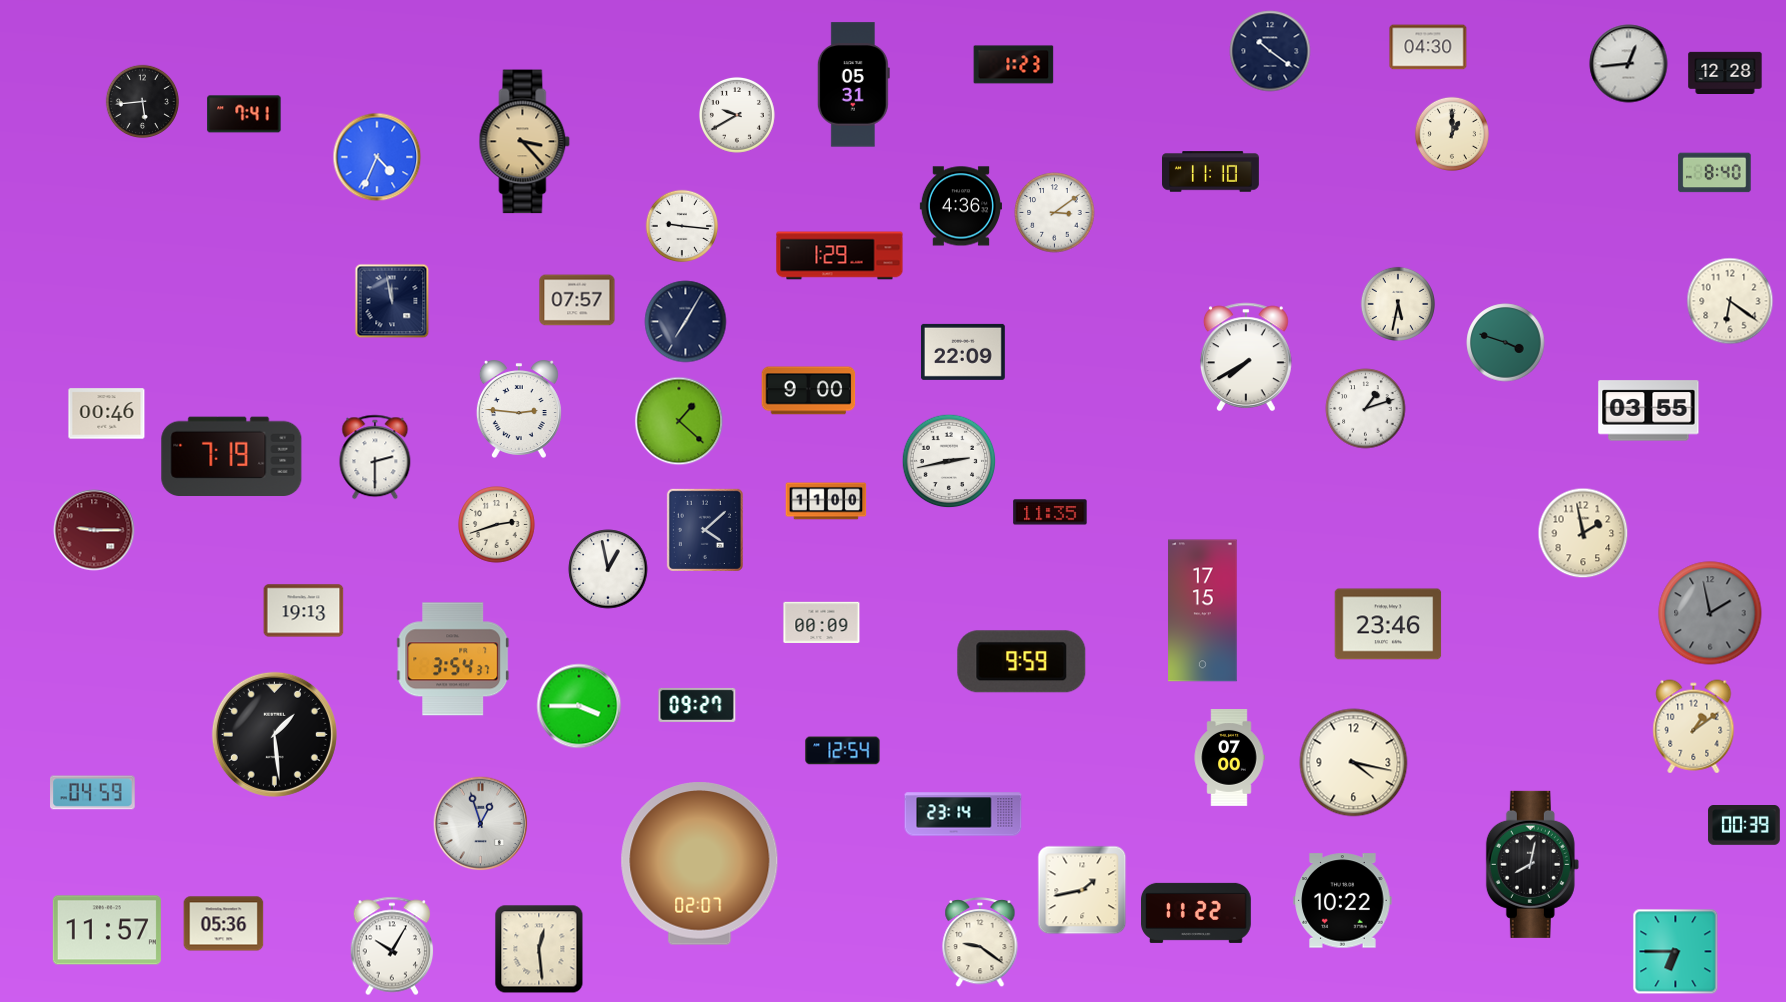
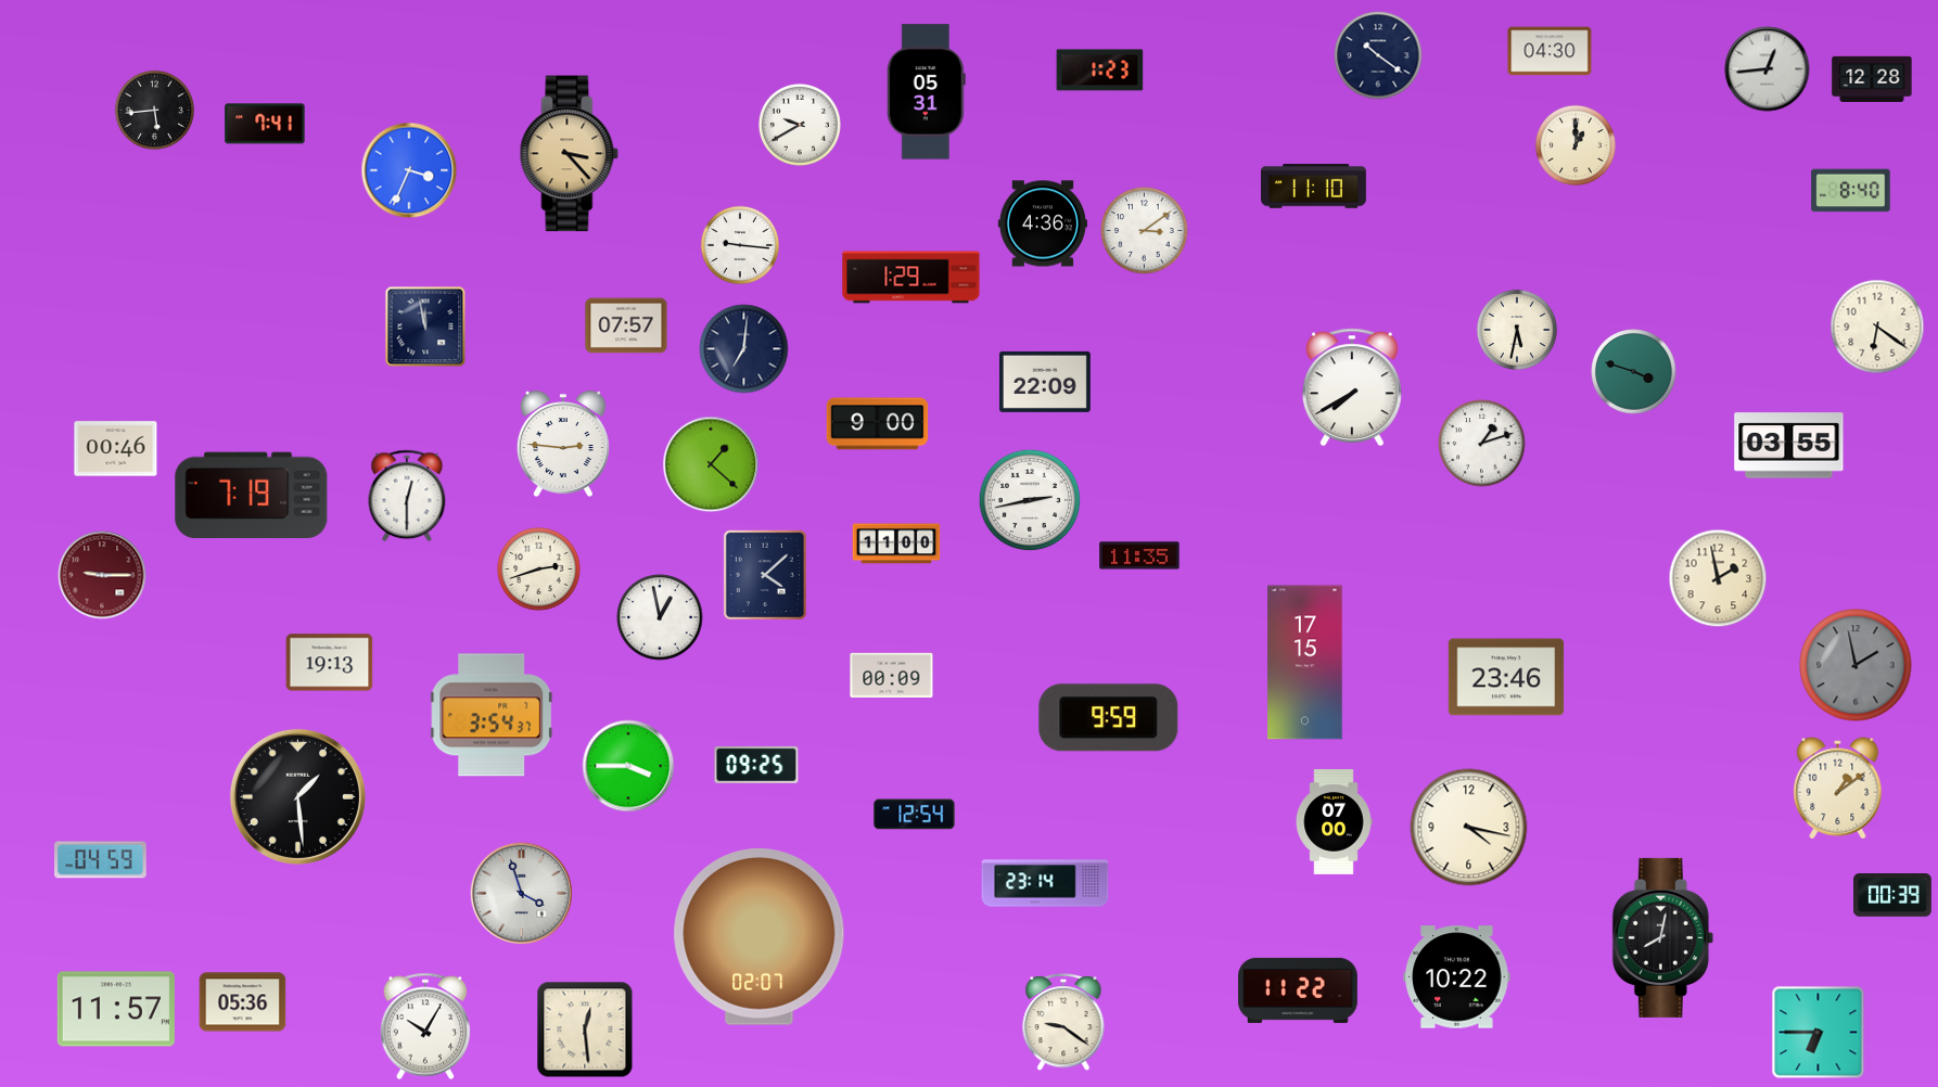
clock at (377, 157): 4:34 -> 3:34
clock at (1715, 173) position: (1715, 173) -> (1851, 191)
clock at (686, 322): 7:05 -> 7:01
clock at (679, 421) position: (679, 421) -> (711, 464)
clock at (375, 457): 2:30 -> 12:30
clock at (697, 705): 09:27 -> 09:25
clock at (481, 824): 12:57 -> 3:57
clock at (1082, 890): 1:43 -> none
